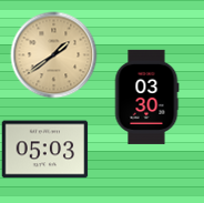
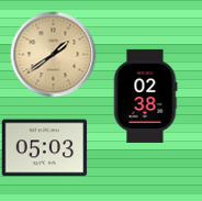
clock at (146, 97): 03:30 -> 02:38
